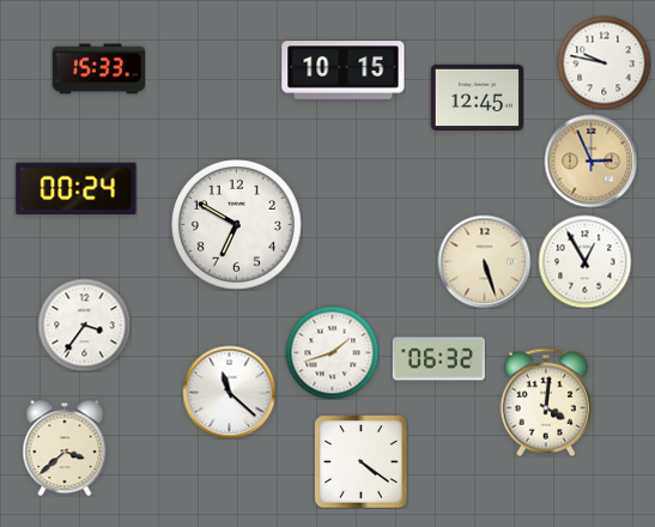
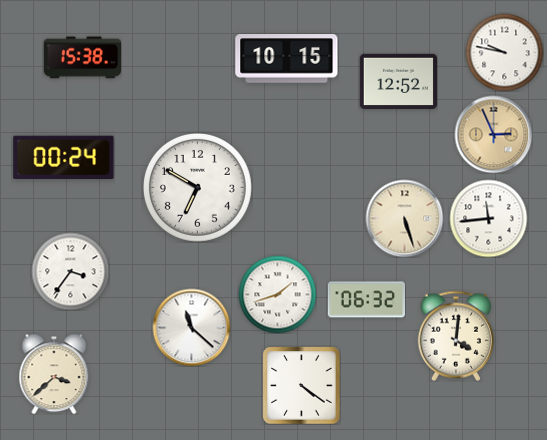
clock at (98, 69): 15:33 -> 15:38
clock at (477, 98): 12:45 -> 12:52
clock at (584, 261): 12:55 -> 11:44
